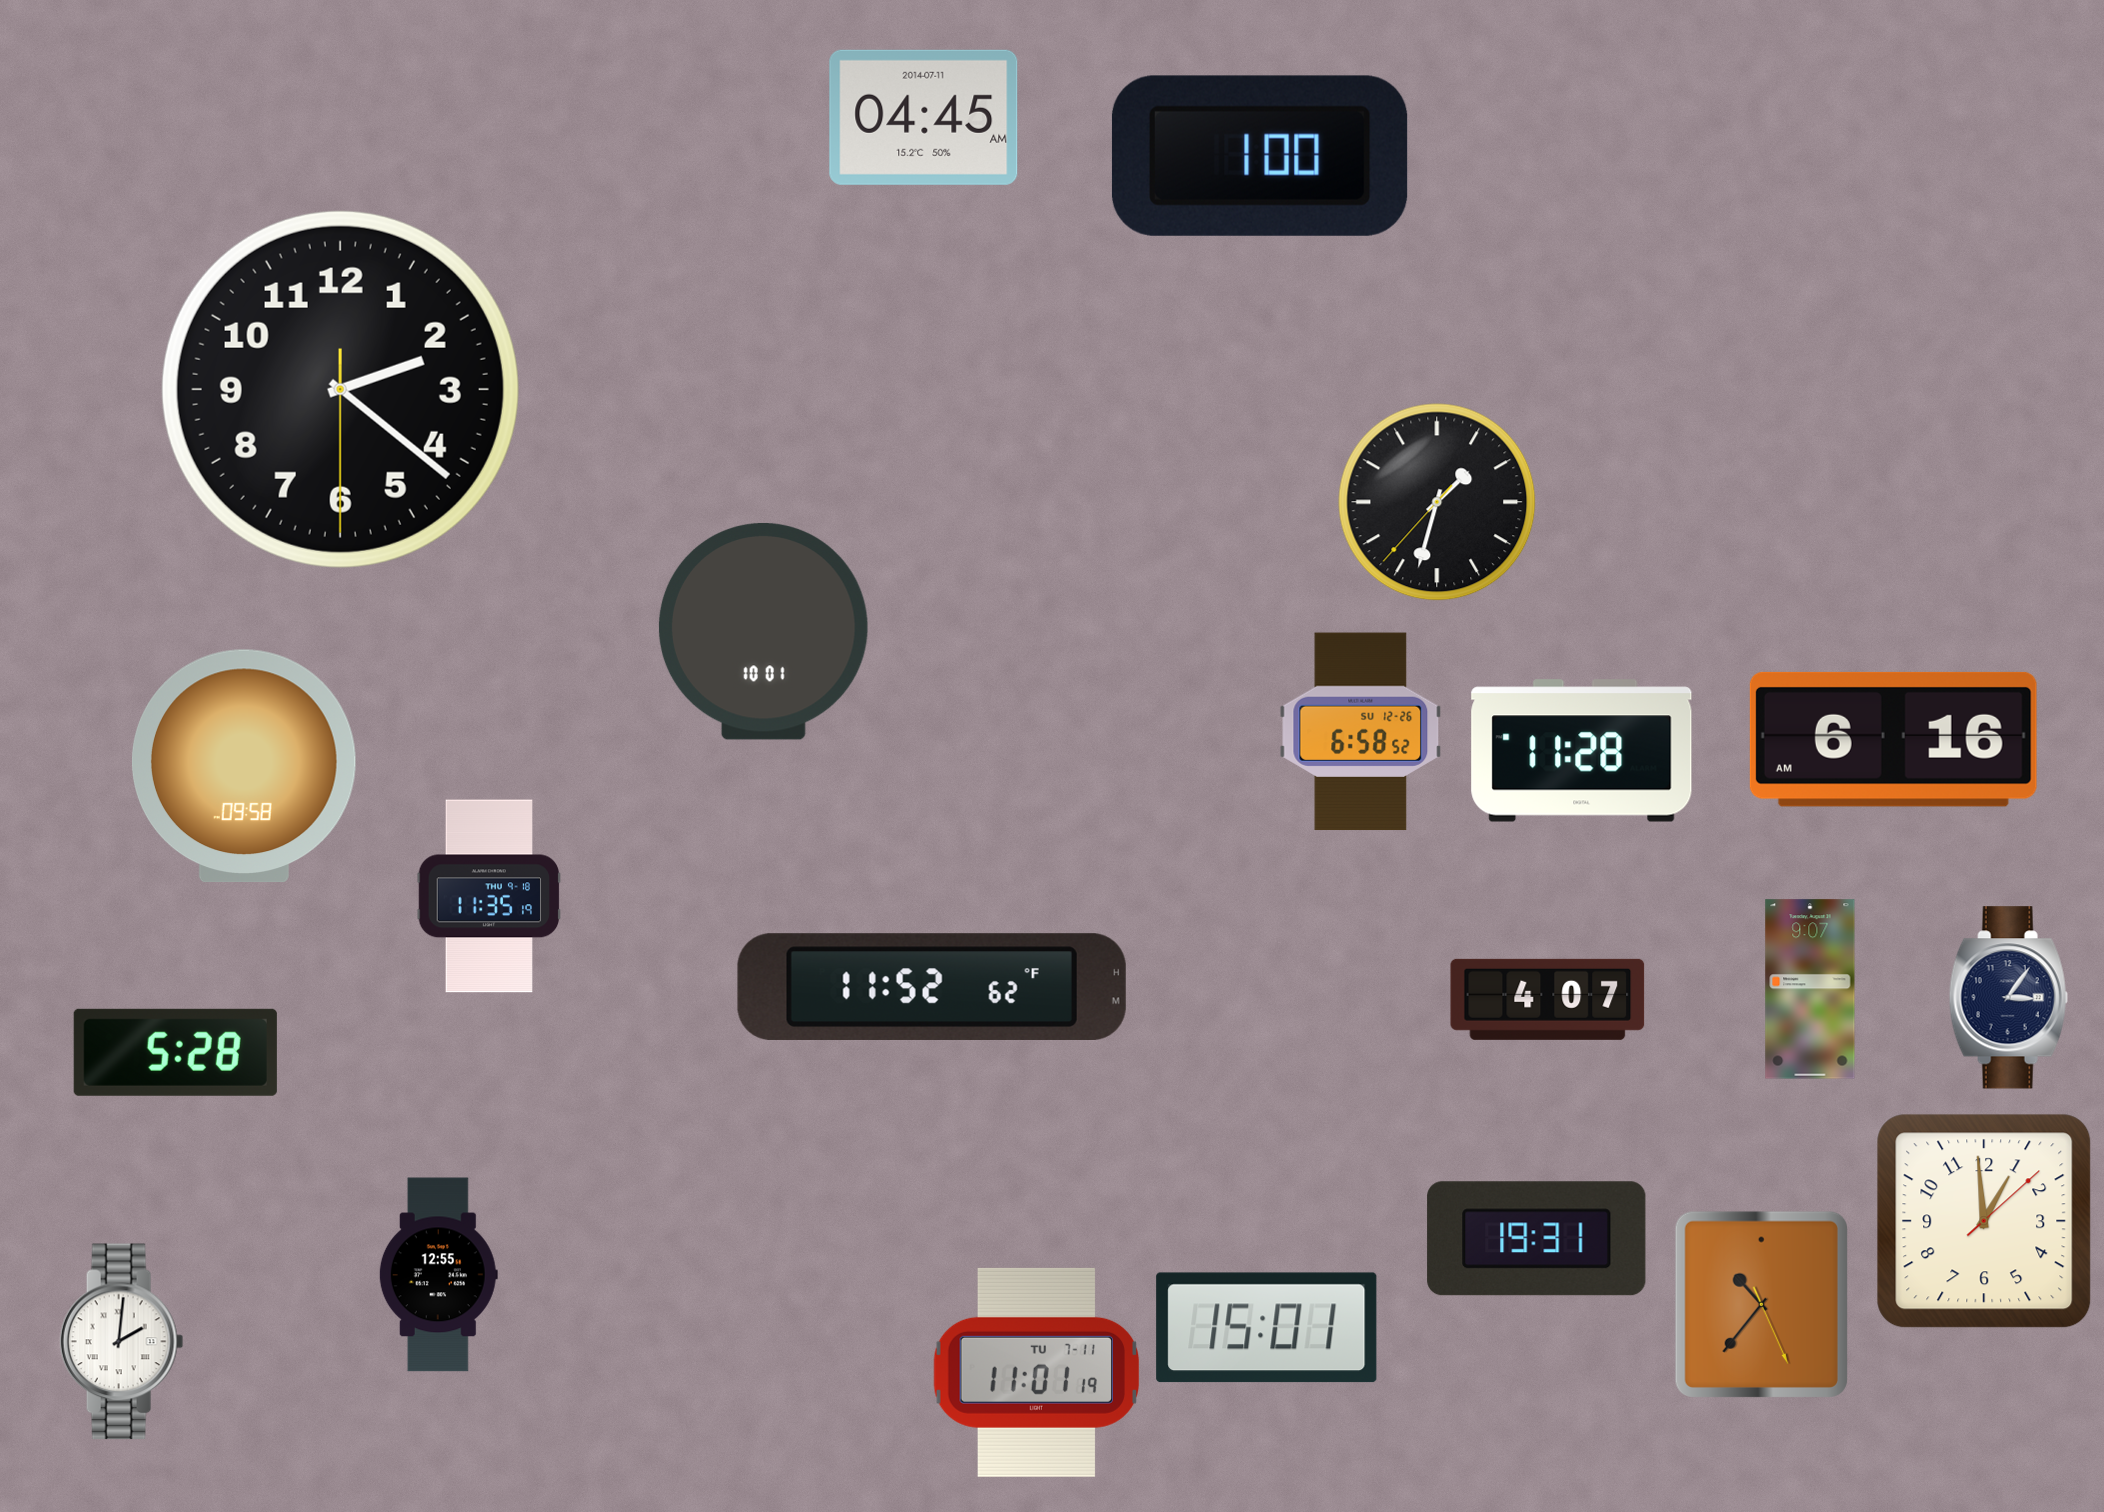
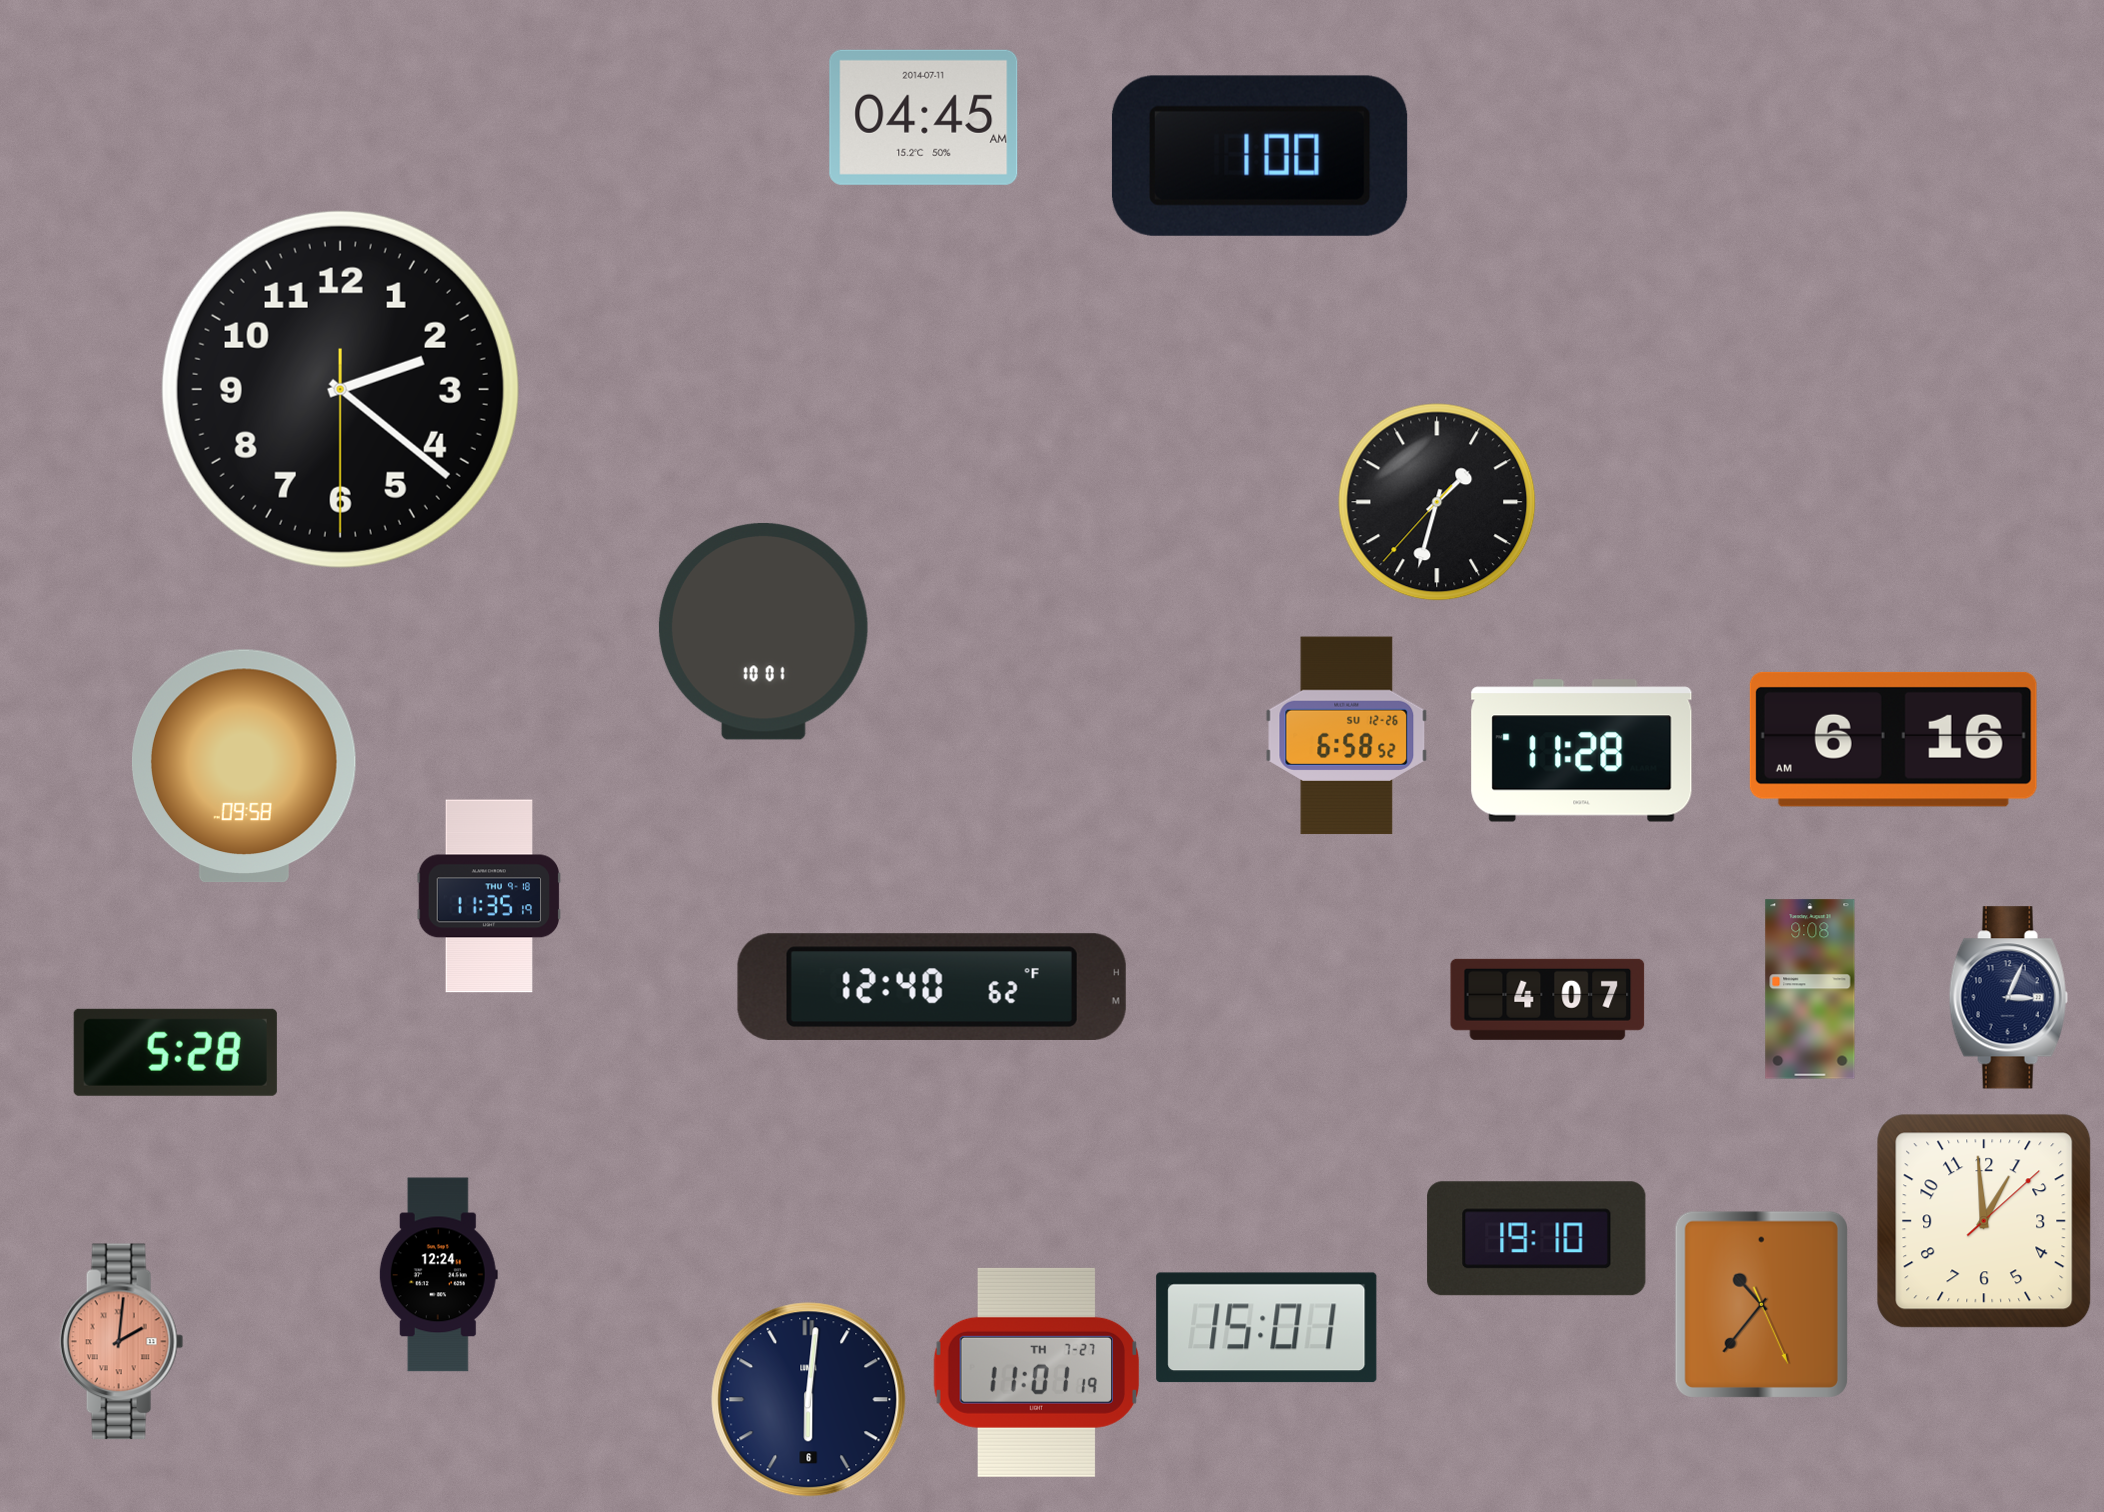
clock at (1361, 732) position: (1361, 732) -> (1347, 736)
clock at (932, 987): 11:52 -> 12:40
clock at (1810, 989): 9:07 -> 9:08
clock at (2008, 998): 3:06 -> 3:04
clock at (1537, 1239): 19:31 -> 19:10
clock at (438, 1275): 12:55 -> 12:24
clock at (122, 1342) dial: white -> salmon
clock at (1036, 1372) date: TU 7-11 -> TH 7-27
clock at (809, 1400): none -> 6:01
